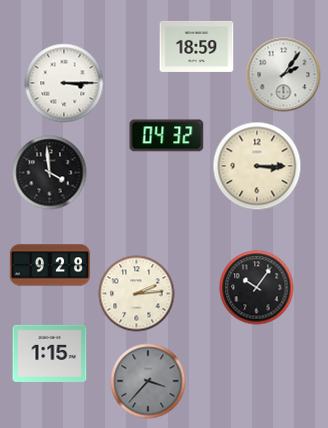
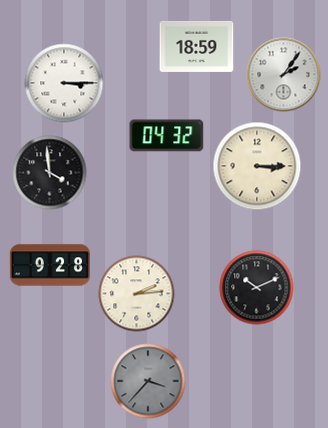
clock at (257, 288): 10:06 -> 10:11
clock at (50, 353): 1:15 -> none
